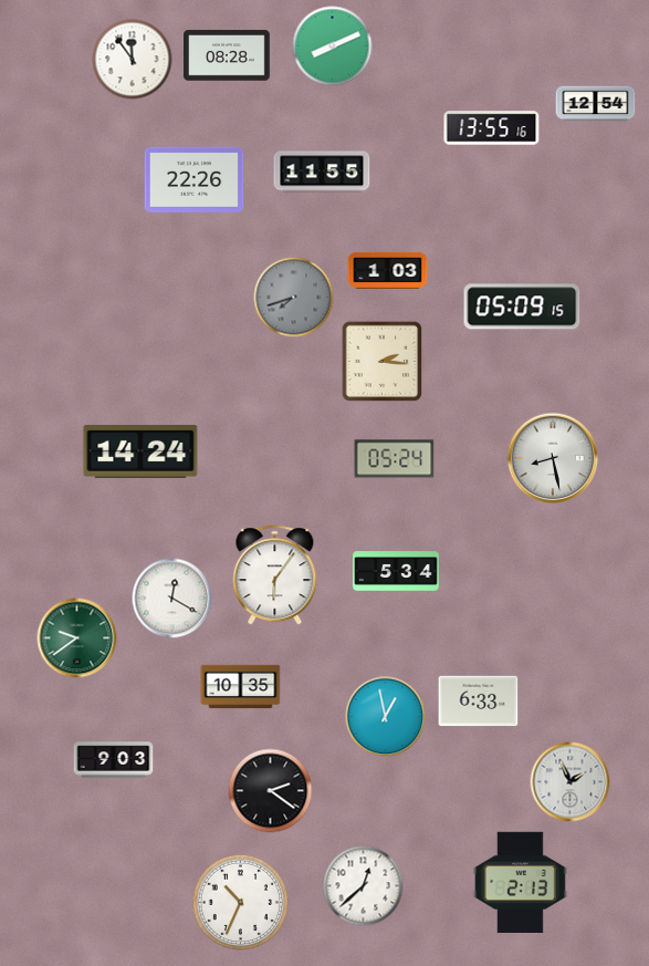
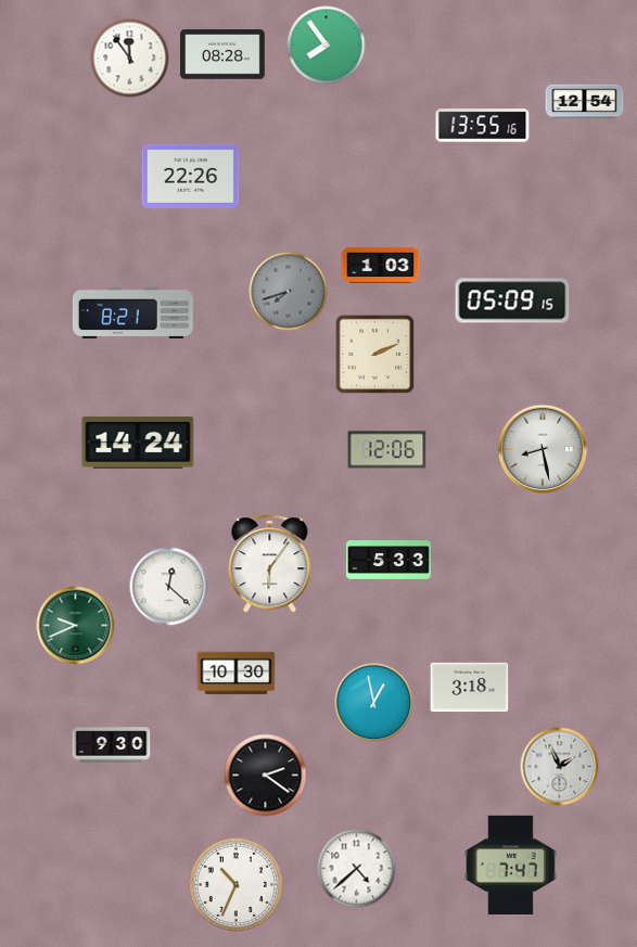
clock at (333, 46): 8:11 -> 7:54
clock at (322, 172): 11:55 -> none
clock at (132, 312): none -> 8:21
clock at (383, 362): 2:16 -> 2:11
clock at (395, 459): 05:24 -> 12:06
clock at (396, 571): 5:34 -> 5:33
clock at (172, 599): 12:20 -> 12:22
clock at (77, 638): 9:39 -> 9:41
clock at (241, 687): 10:35 -> 10:30
clock at (479, 702): 6:33 -> 3:18
clock at (386, 717) position: (386, 717) -> (374, 703)
clock at (114, 760): 9:03 -> 9:30
clock at (520, 882): 2:13 -> 7:47
clock at (364, 886): 12:38 -> 4:38
